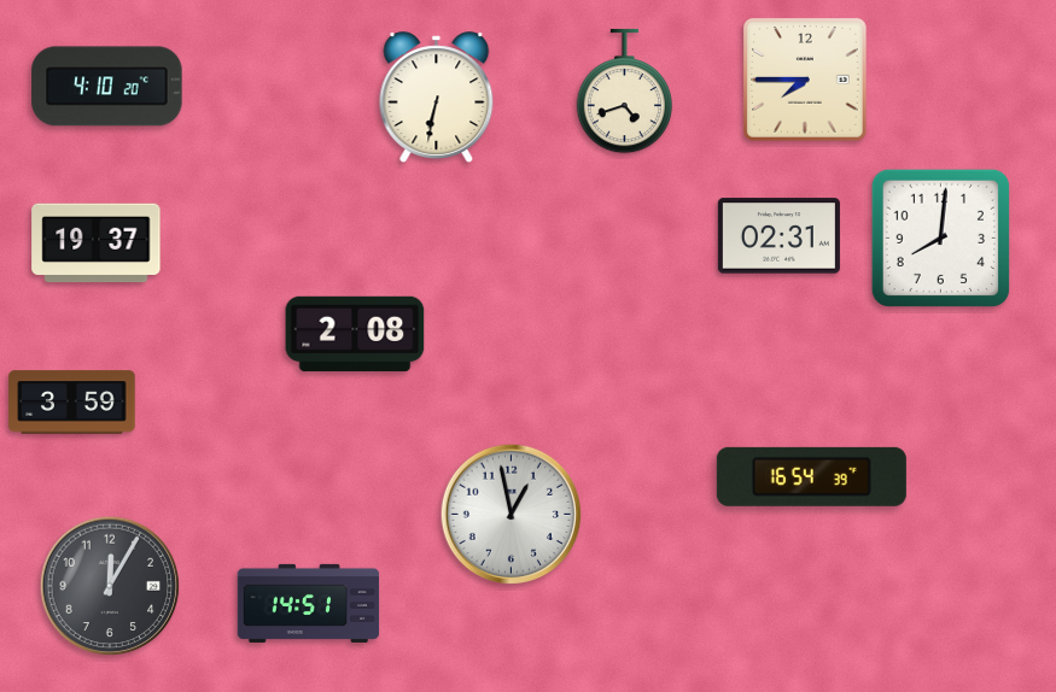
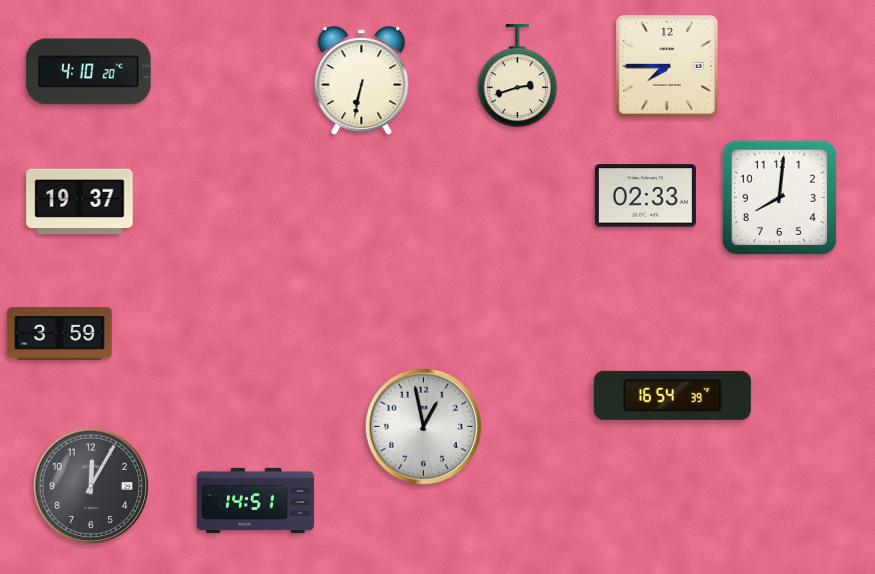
clock at (624, 92): 4:42 -> 2:42
clock at (778, 236): 02:31 -> 02:33
clock at (355, 334): 2:08 -> none
